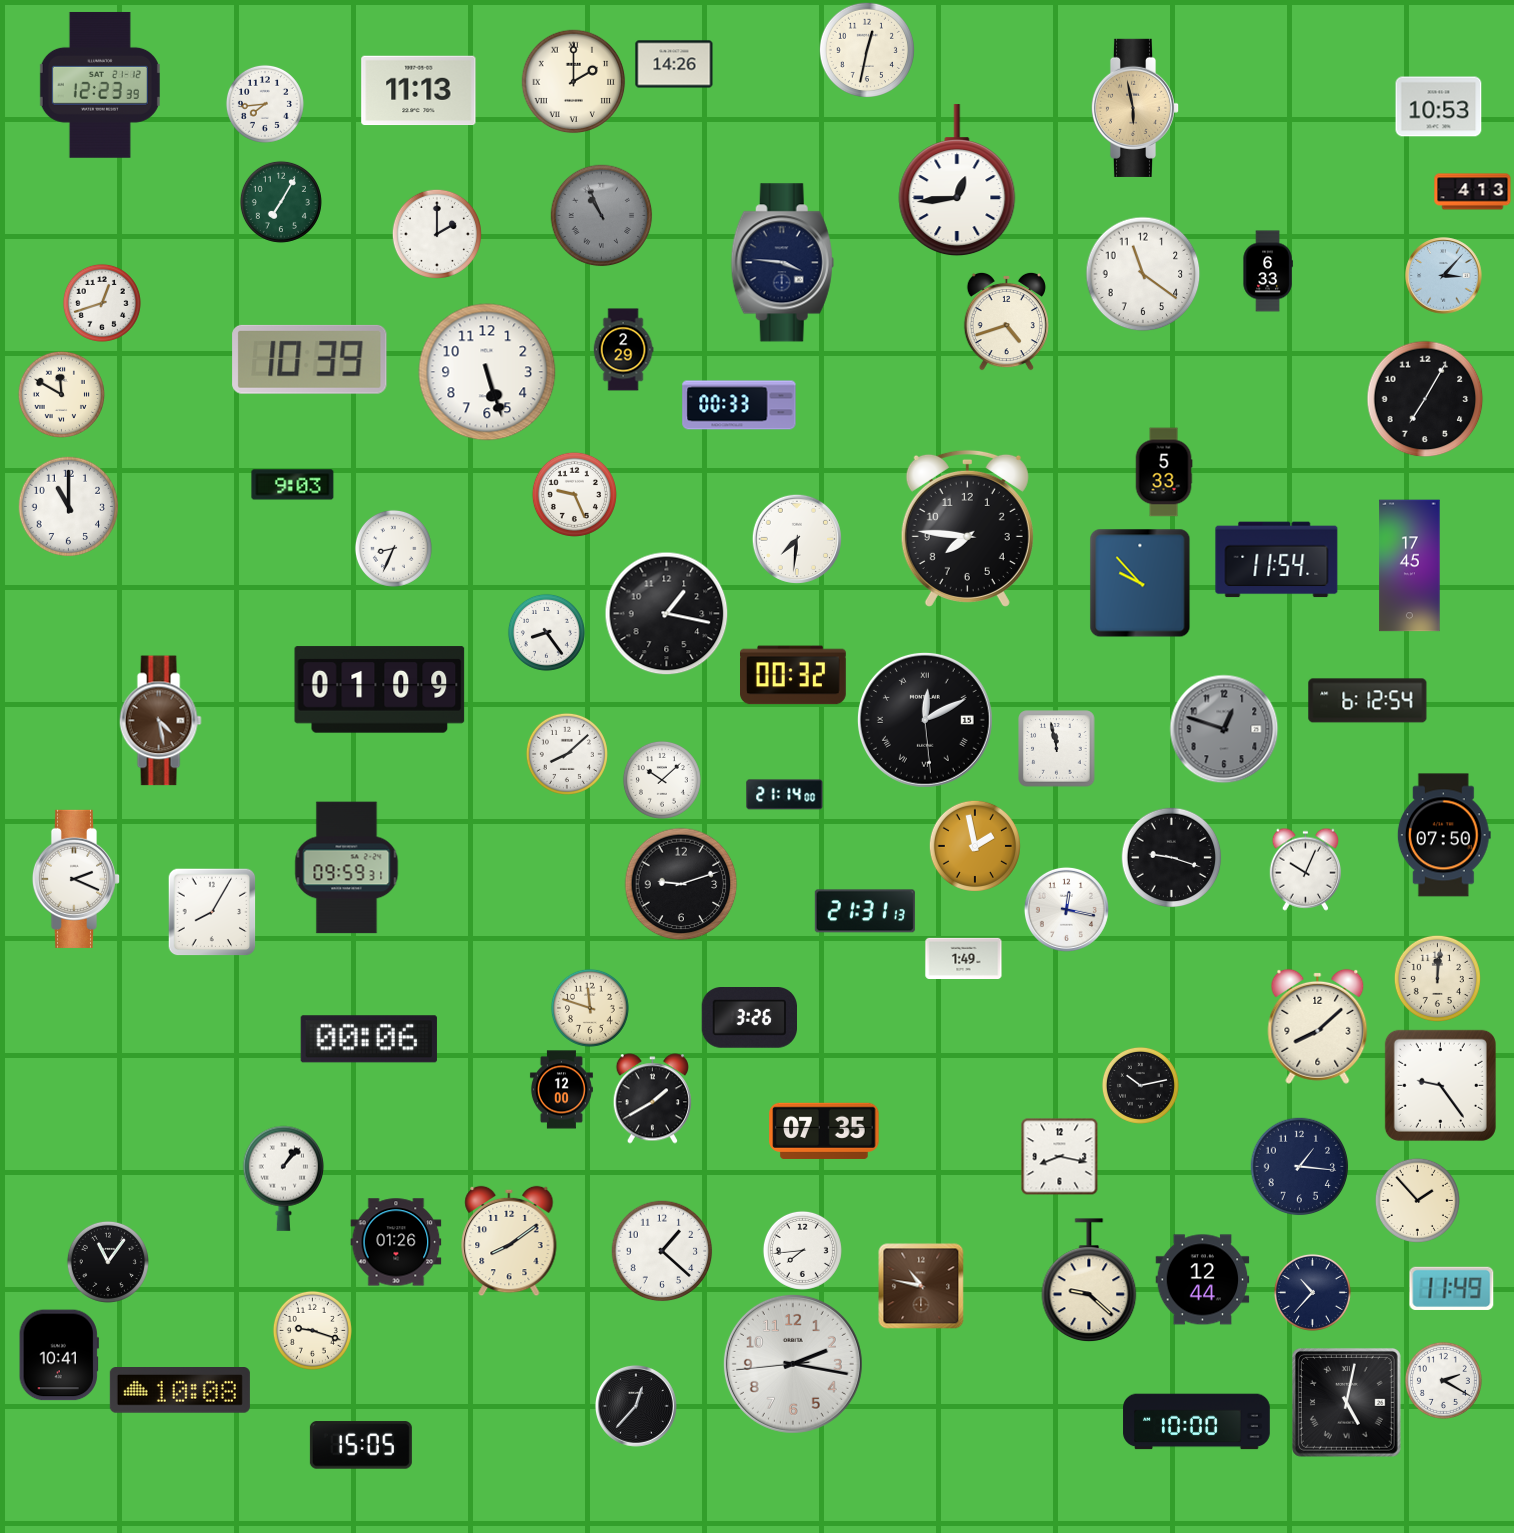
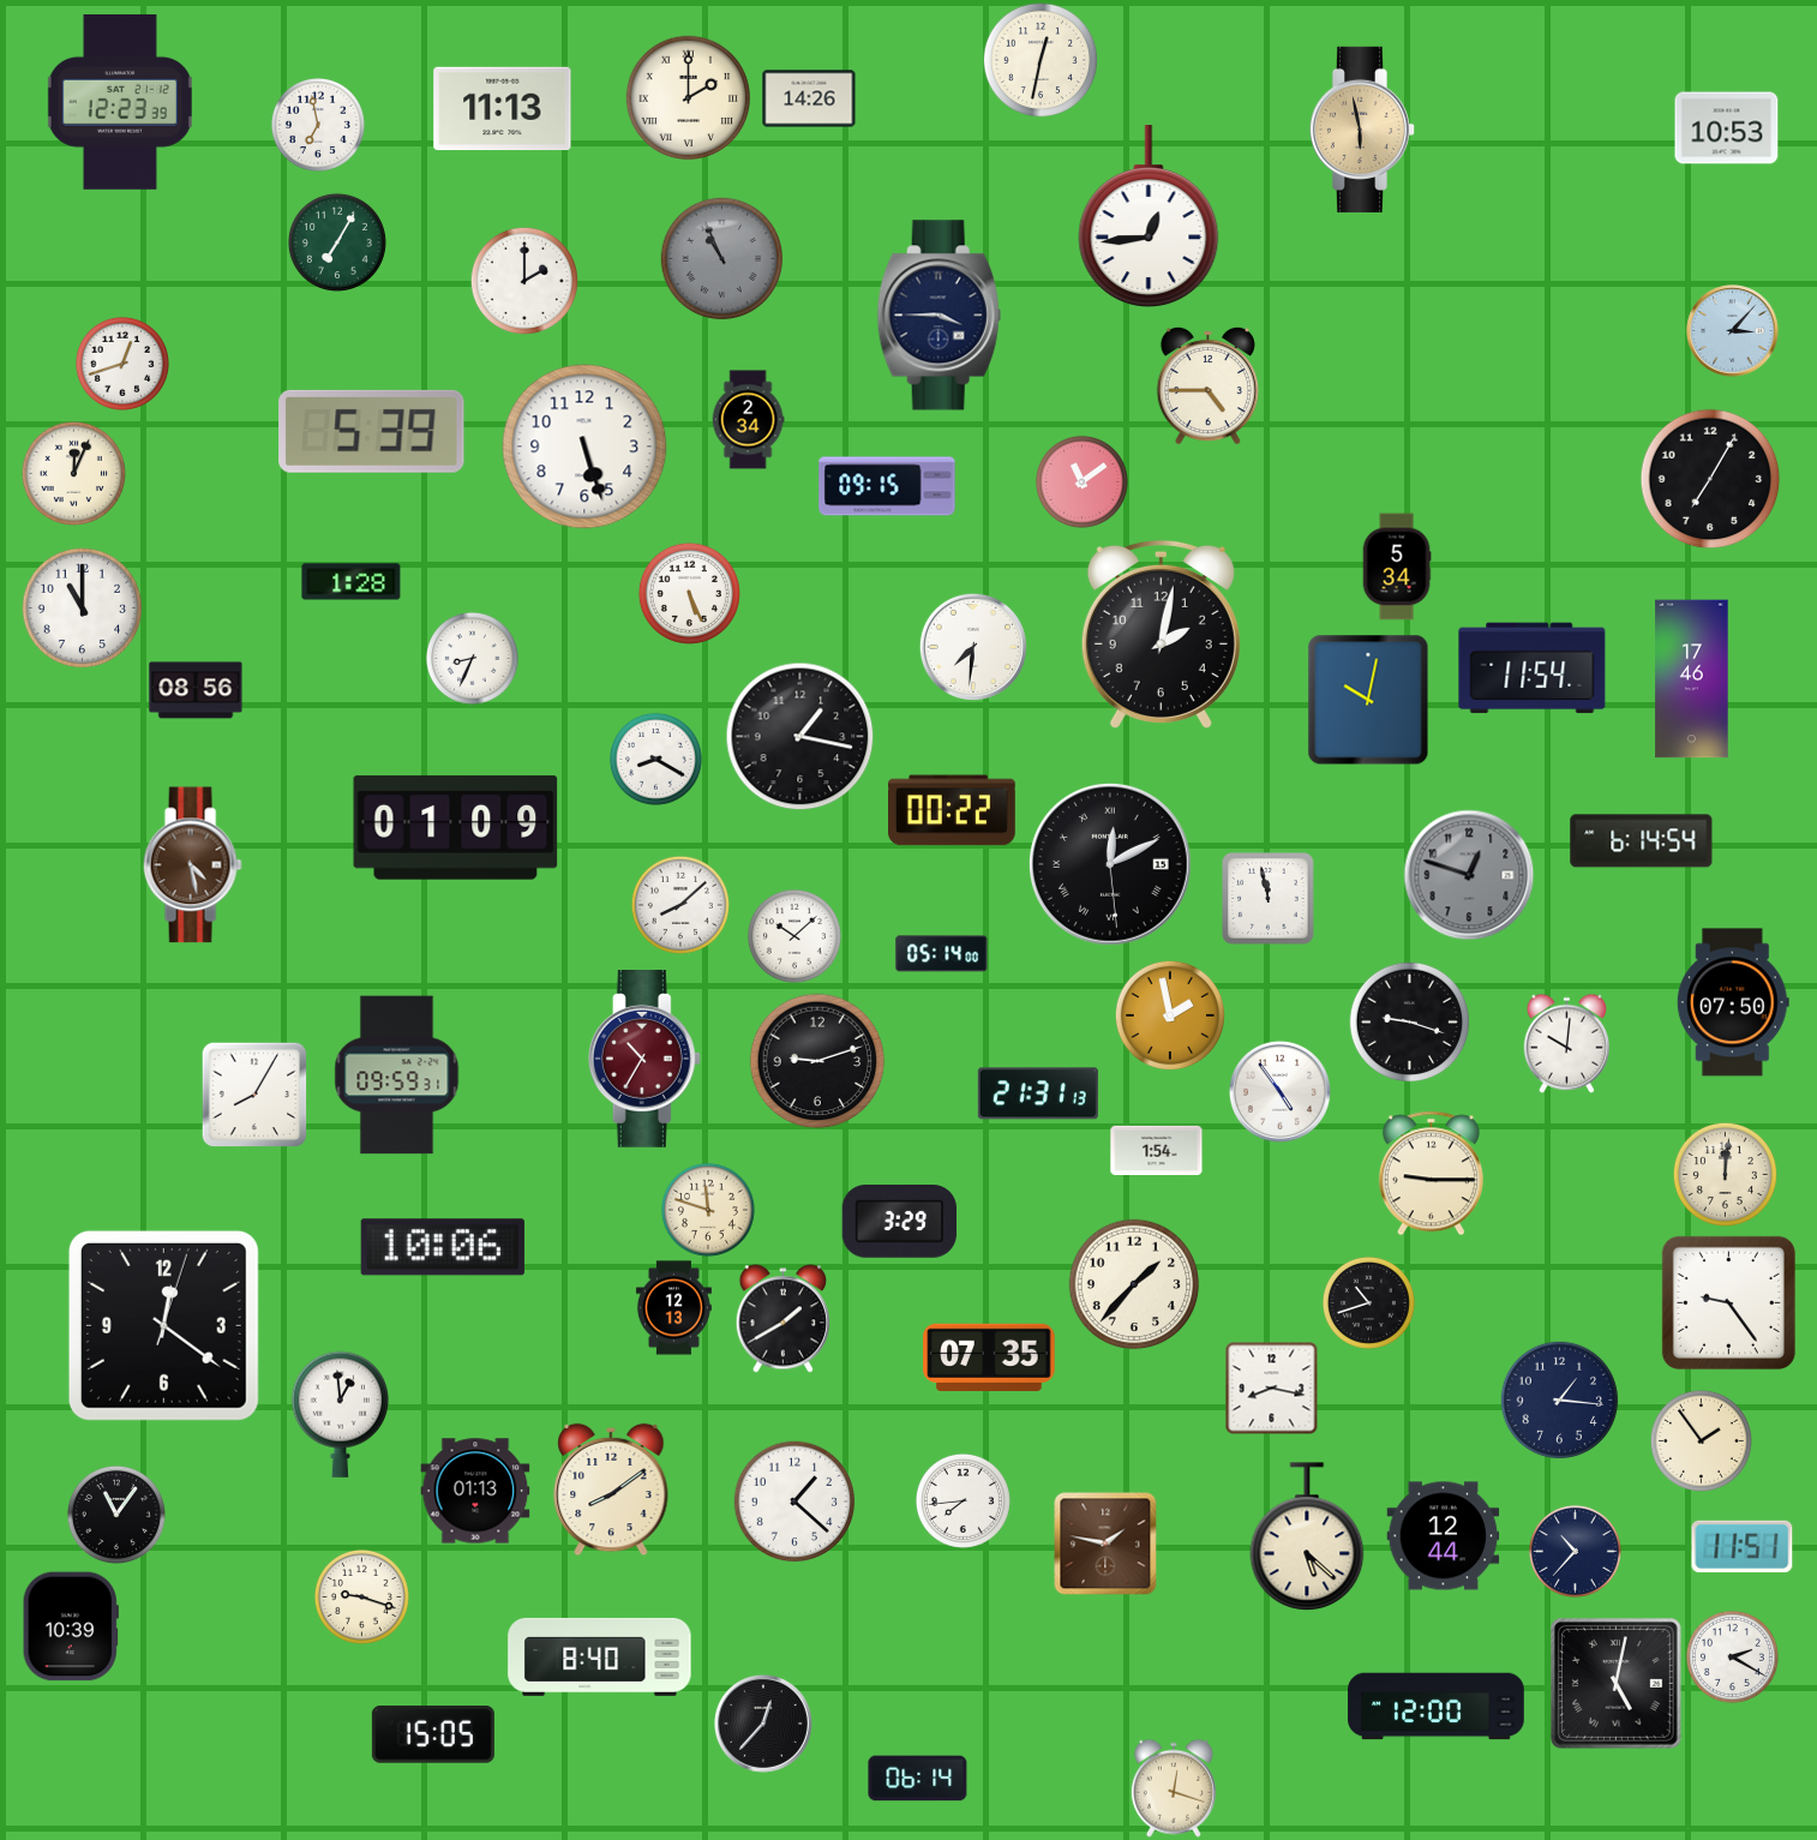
clock at (674, 64) position: (674, 64) -> (809, 98)
clock at (265, 104): 7:44 -> 6:58
clock at (1473, 192): 4:13 -> none
clock at (782, 263): 3:46 -> 3:45
clock at (1268, 271): 6:33 -> none
clock at (1143, 274): 11:21 -> none
clock at (1006, 321): 4:42 -> 4:45
clock at (623, 350): 2:29 -> 2:34
clock at (310, 359): 10:39 -> 5:39
clock at (61, 394): 11:50 -> 12:04
clock at (1081, 481): none -> 11:09
clock at (739, 405): 00:33 -> 09:15
clock at (1164, 472): 5:33 -> 5:34
clock at (293, 485): 9:03 -> 1:28
clock at (574, 494): 9:26 -> 5:26
clock at (967, 528): 7:46 -> 2:02
clock at (797, 539) position: (797, 539) -> (973, 647)
clock at (1277, 560) position: (1277, 560) -> (1533, 669)
clock at (1410, 566): 17:45 -> 17:46
clock at (196, 690): none -> 08:56
clock at (1140, 583): 9:53 -> 10:02
clock at (546, 632): 8:24 -> 8:20
clock at (794, 675): 00:32 -> 00:22
clock at (1368, 701): 6:12 -> 6:14
clock at (785, 795): 21:14 -> 05:14
clock at (1172, 858) position: (1172, 858) -> (1410, 1023)
clock at (347, 868) position: (347, 868) -> (397, 1075)
clock at (1305, 869): 10:04 -> 10:01
clock at (76, 879): 2:19 -> none
clock at (644, 1060): none -> 10:35
clock at (1066, 909): 12:17 -> 4:54
clock at (964, 958): 1:49 -> 1:54
clock at (1431, 1174): none -> 9:15
clock at (749, 1018): 3:26 -> 3:29
clock at (1318, 1026): 8:08 -> none
clock at (369, 1039): 00:06 -> 10:06
clock at (1134, 1284): none -> 1:37
clock at (1140, 1085): 10:13 -> 10:42
clock at (561, 1090): 12:00 -> 12:13
clock at (163, 1325): none -> 12:21
clock at (284, 1178): 1:07 -> 12:59
clock at (1417, 1200): 1:53 -> 1:54
clock at (396, 1242): 01:26 -> 01:13
clock at (108, 1262) position: (108, 1262) -> (116, 1515)
clock at (1089, 1280): 9:22 -> 5:22
clock at (921, 1286): 10:47 -> 1:47
clock at (1452, 1288): 11:49 -> 11:51
clock at (312, 1330) position: (312, 1330) -> (361, 1596)
clock at (59, 1355): 10:41 -> 10:39
clock at (793, 1364): 2:16 -> none
clock at (600, 1656): none -> 8:40
clock at (180, 1390): 10:08 -> none
clock at (636, 1406) position: (636, 1406) -> (763, 1724)
clock at (1197, 1422): 10:00 -> 12:00
clock at (918, 1779): none -> 06:14
clock at (1174, 1788): none -> 12:18
